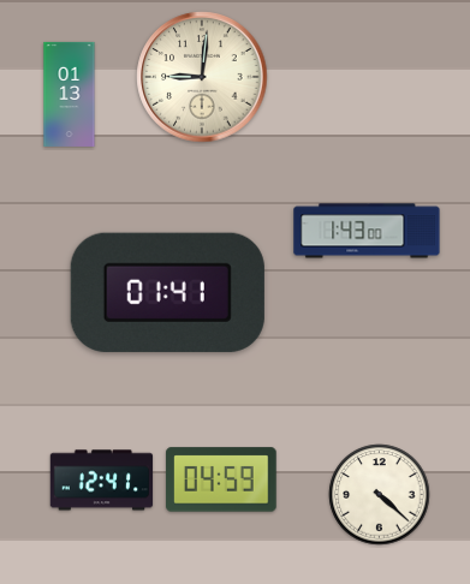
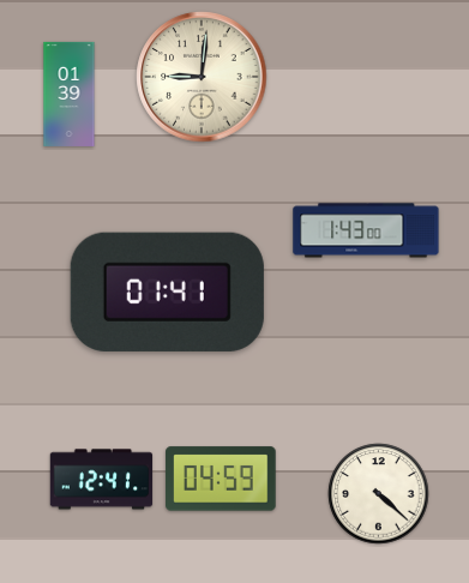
clock at (70, 94): 01:13 -> 01:39
